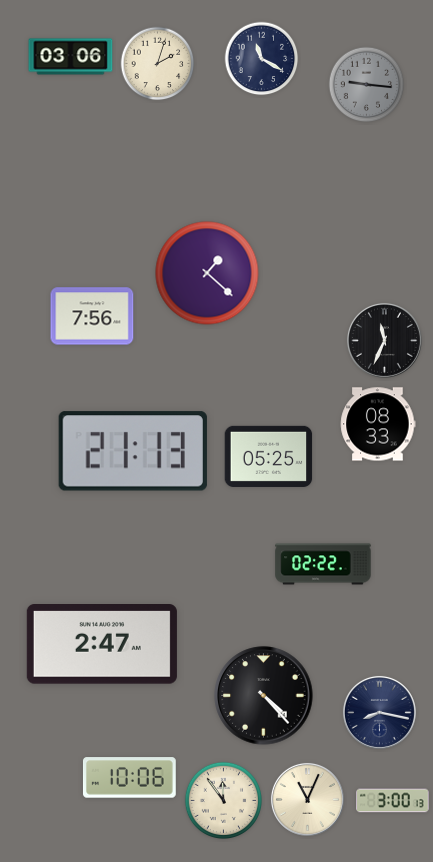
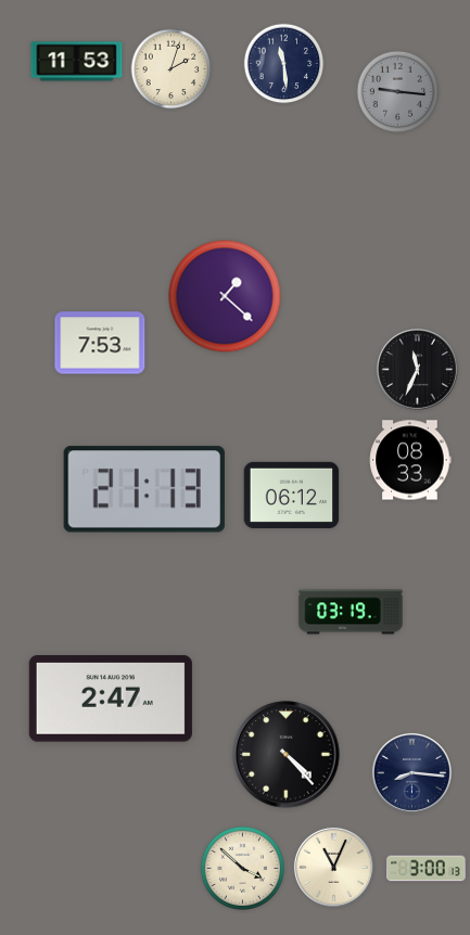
clock at (71, 57): 03:06 -> 11:53
clock at (262, 59): 11:20 -> 11:29
clock at (92, 316): 7:56 -> 7:53
clock at (269, 456): 05:25 -> 06:12
clock at (323, 564): 02:22 -> 03:19
clock at (379, 712): 8:17 -> 8:16
clock at (129, 778): 10:06 -> none
clock at (223, 800): 11:54 -> 3:52
